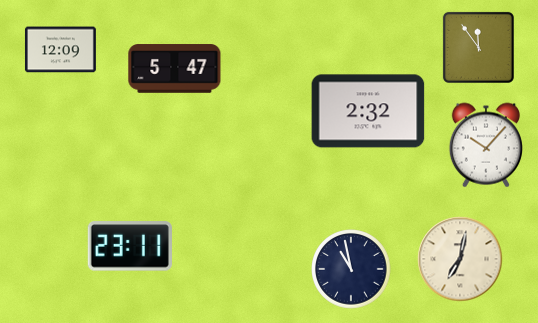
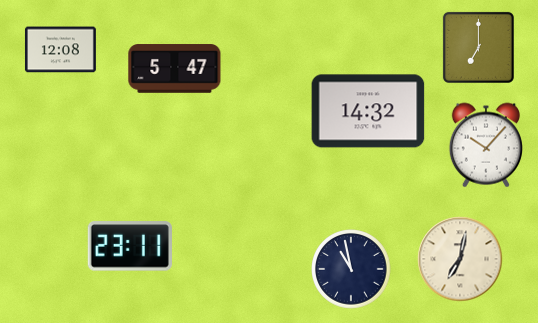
clock at (478, 47): 11:54 -> 7:00
clock at (60, 50): 12:09 -> 12:08
clock at (368, 111): 2:32 -> 14:32
